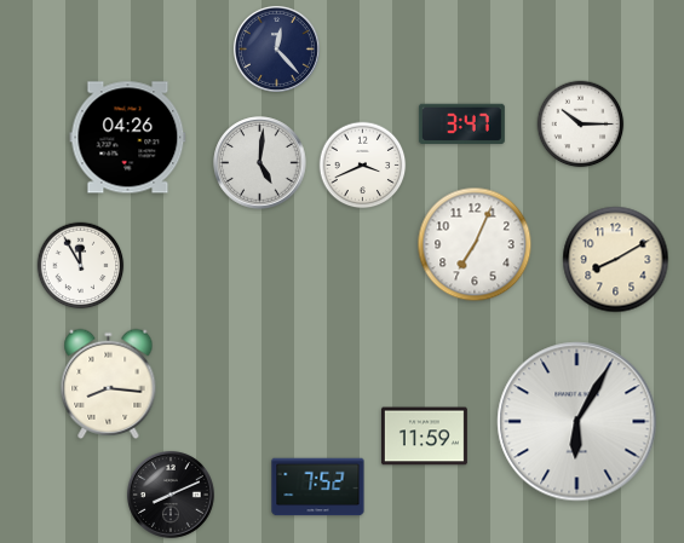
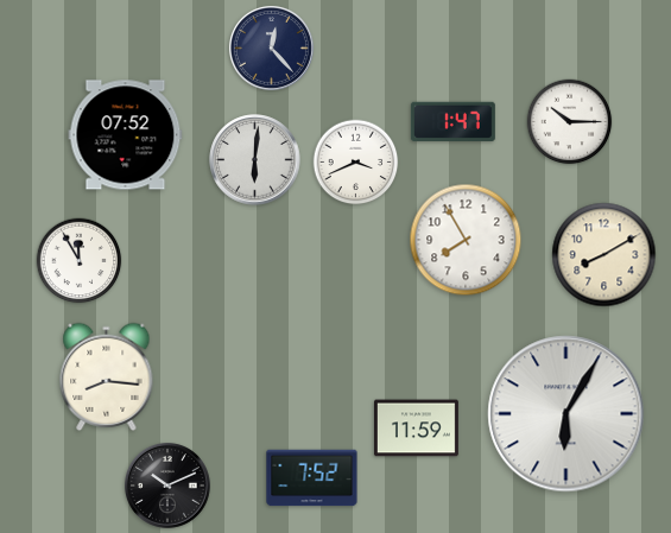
clock at (461, 123): 3:47 -> 1:47
clock at (128, 138): 04:26 -> 07:52
clock at (260, 163): 5:01 -> 6:01
clock at (475, 244): 7:04 -> 7:55
clock at (171, 495): 8:11 -> 10:11
